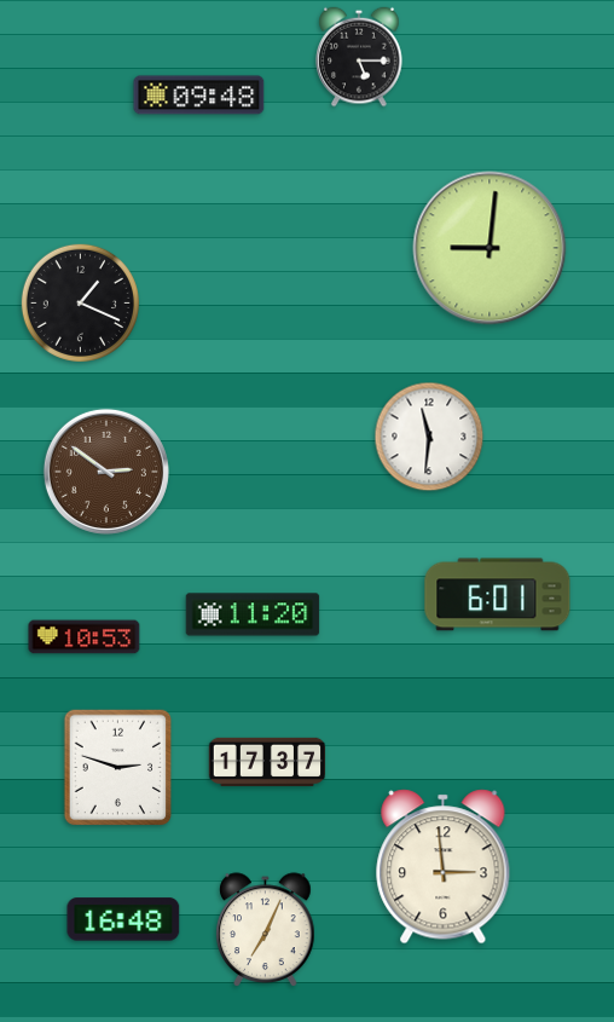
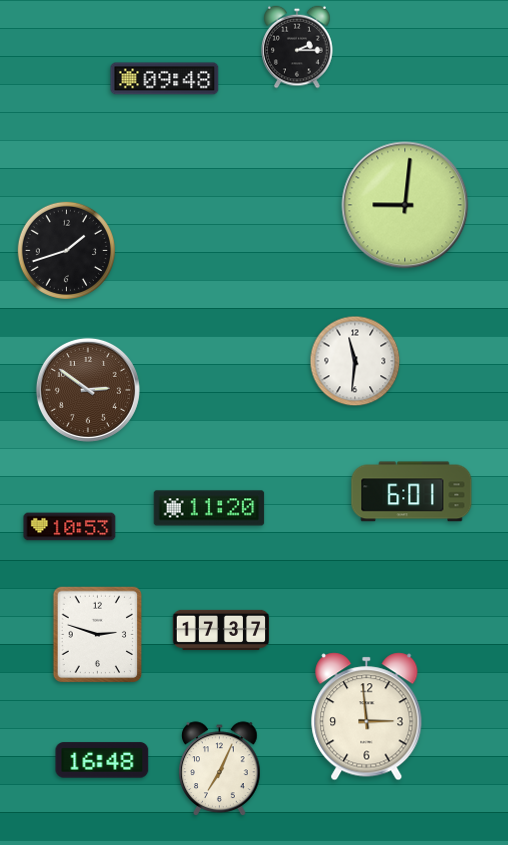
clock at (359, 57): 5:15 -> 2:15
clock at (80, 302): 1:19 -> 1:42
